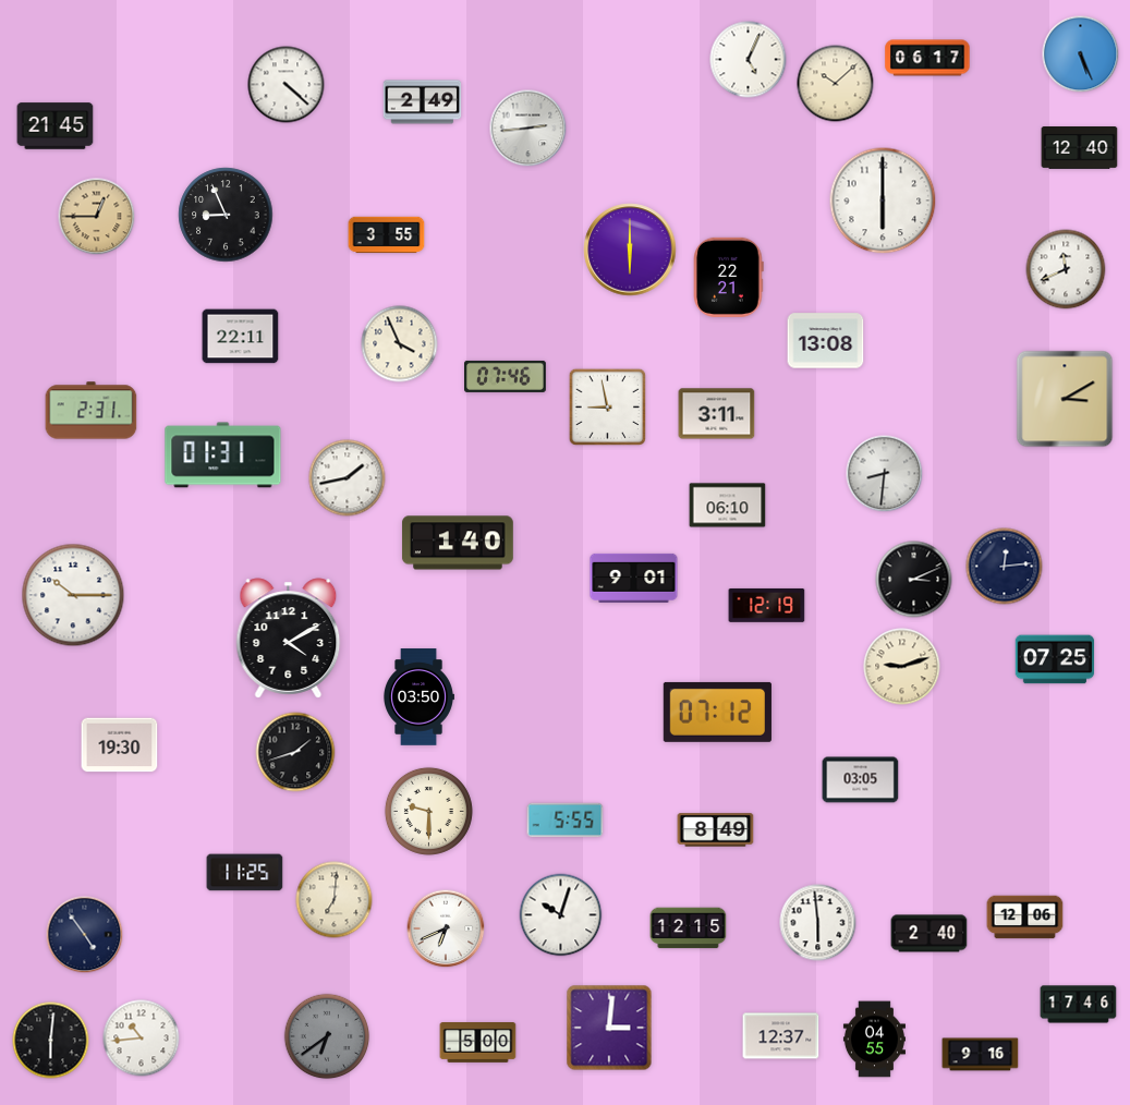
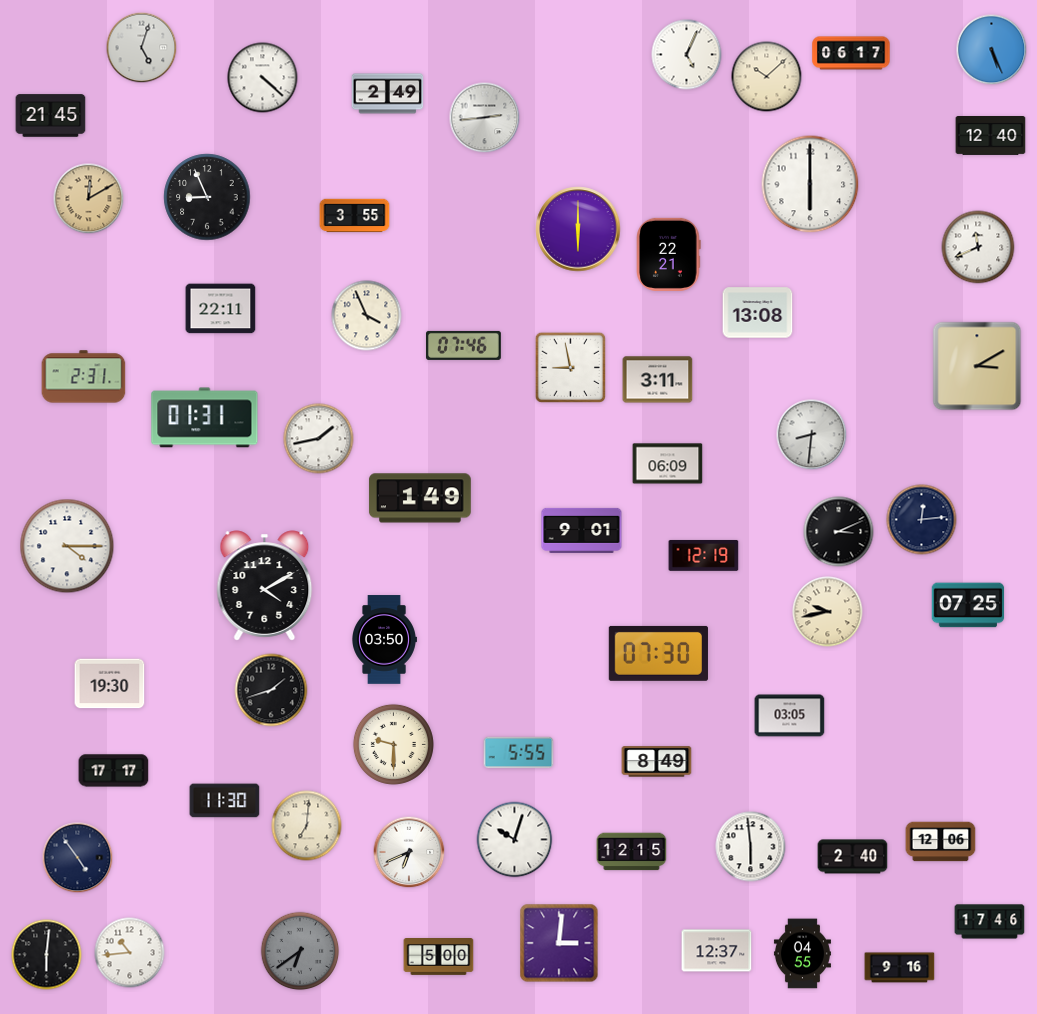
clock at (142, 48): none -> 5:03
clock at (97, 217): 12:45 -> 12:10
clock at (608, 408) position: (608, 408) -> (571, 368)
clock at (728, 506): 06:10 -> 06:09
clock at (458, 543): 1:40 -> 1:49
clock at (73, 595): 10:15 -> 4:15
clock at (902, 667): 9:12 -> 9:43
clock at (717, 712): 07:12 -> 07:30
clock at (114, 771): none -> 17:17
clock at (245, 873): 11:25 -> 11:30
